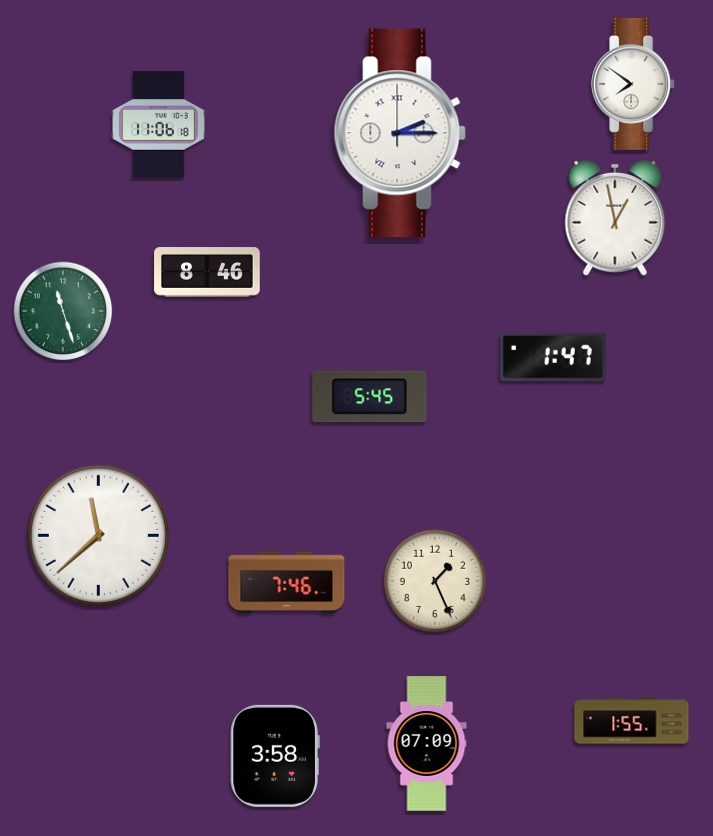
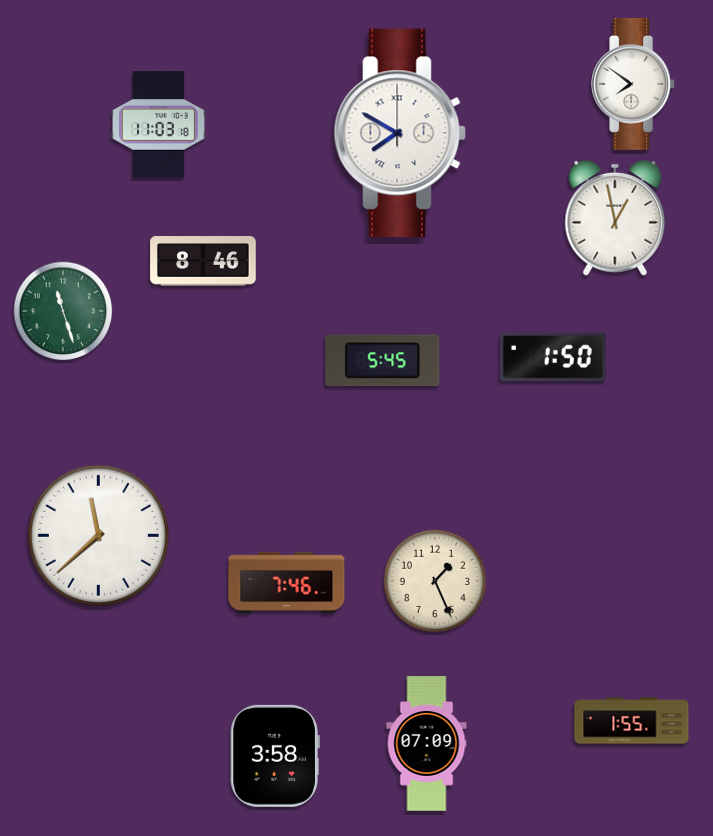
clock at (159, 125): 11:06 -> 11:03
clock at (400, 133): 2:15 -> 7:50
clock at (207, 272) position: (207, 272) -> (203, 261)
clock at (553, 357): 1:47 -> 1:50
clock at (370, 397) position: (370, 397) -> (383, 361)
